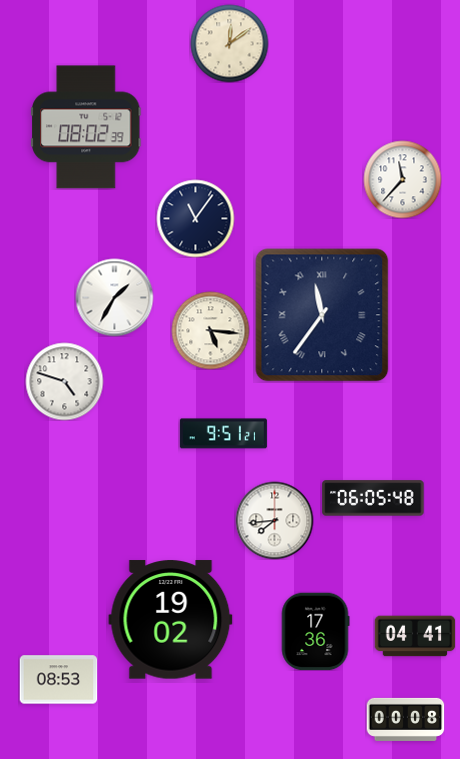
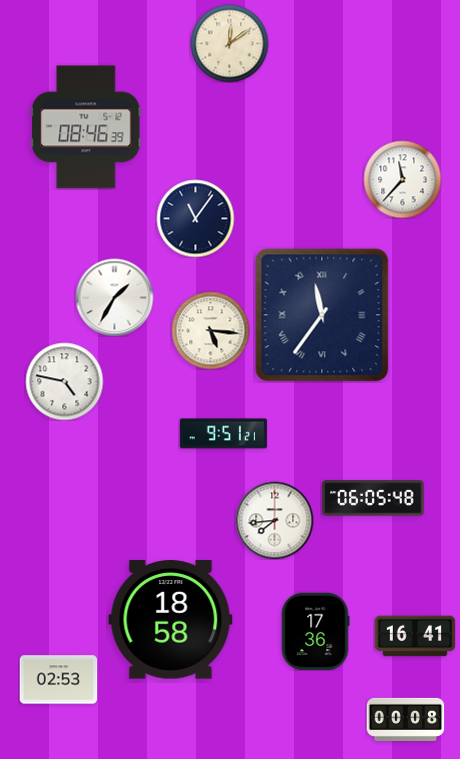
clock at (87, 127): 08:02 -> 08:46
clock at (64, 381): 4:48 -> 4:47
clock at (171, 620): 19:02 -> 18:58
clock at (415, 636): 04:41 -> 16:41
clock at (58, 680): 08:53 -> 02:53
